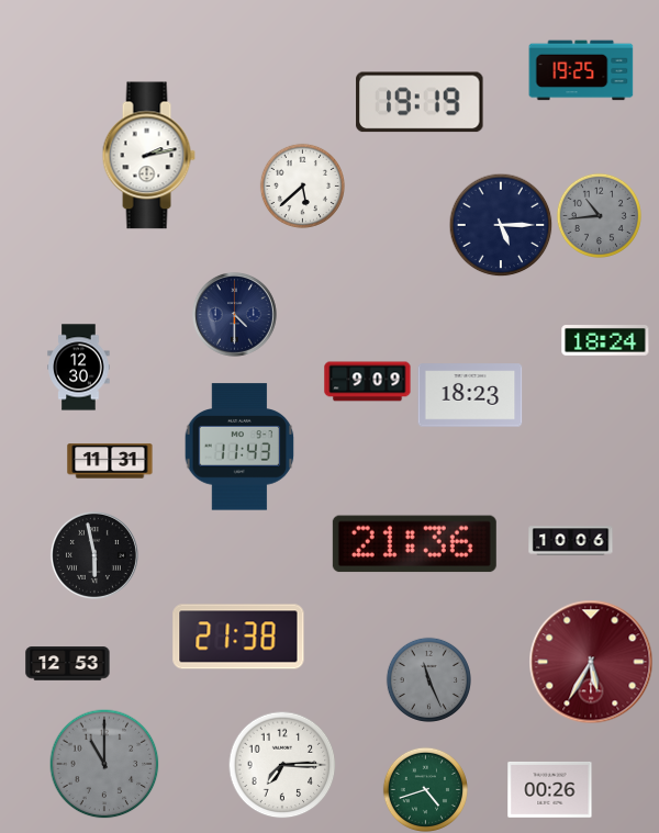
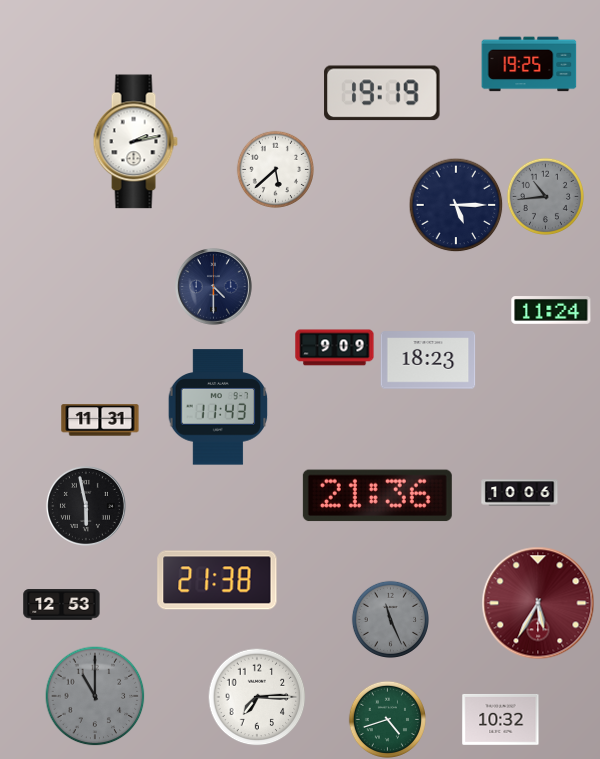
clock at (605, 341): 18:24 -> 11:24
clock at (79, 368): 12:30 -> none
clock at (550, 789): 00:26 -> 10:32
